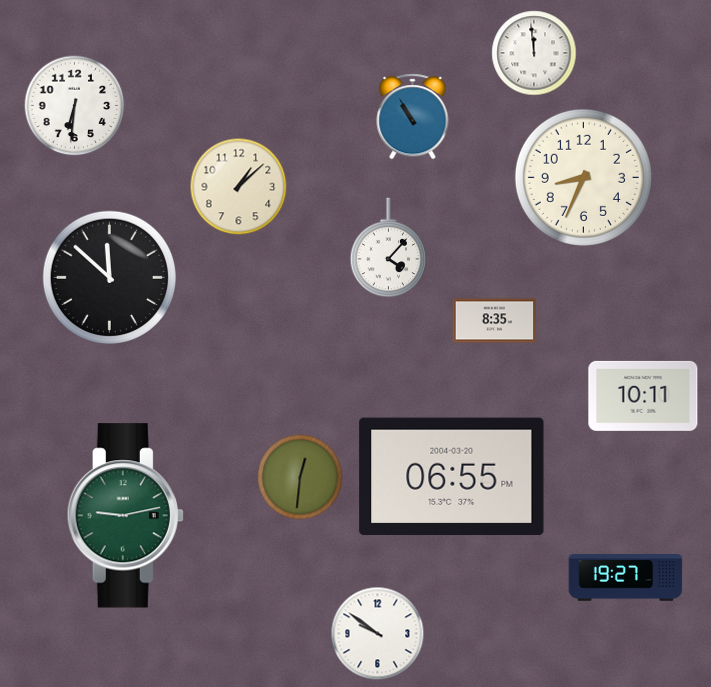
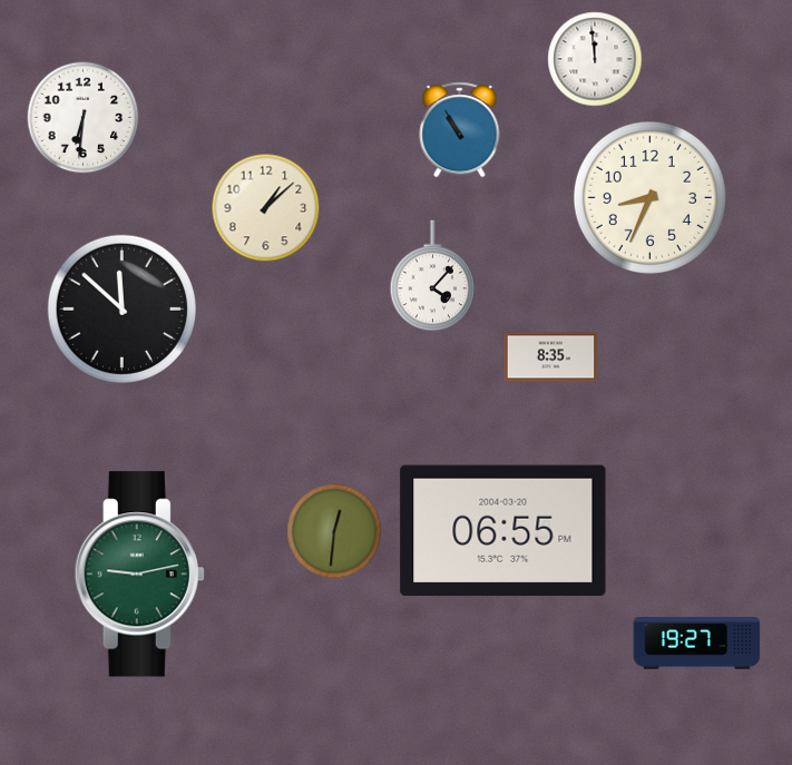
clock at (643, 396): 10:11 -> none
clock at (378, 634): 9:51 -> none
